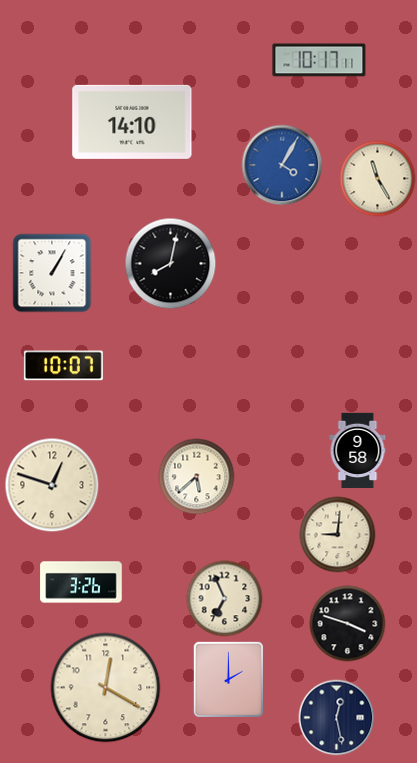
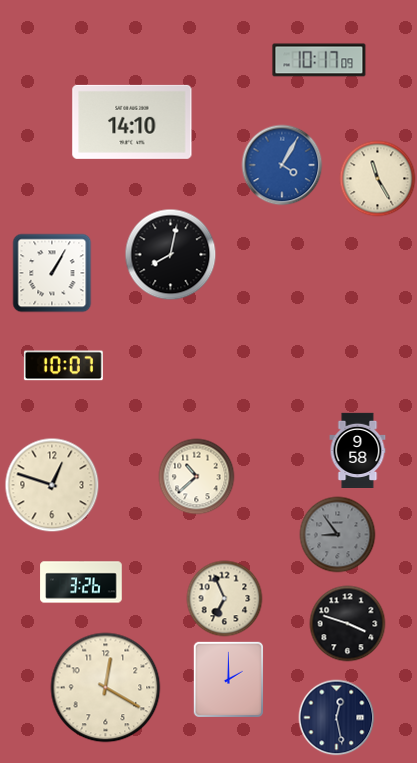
clock at (319, 60): 10:17:11 -> 10:17:09
clock at (171, 264) position: (171, 264) -> (171, 255)
clock at (197, 477): 5:38 -> 10:38
clock at (338, 535): 9:01 -> 8:54
clock at (338, 535) dial: cream -> grey
